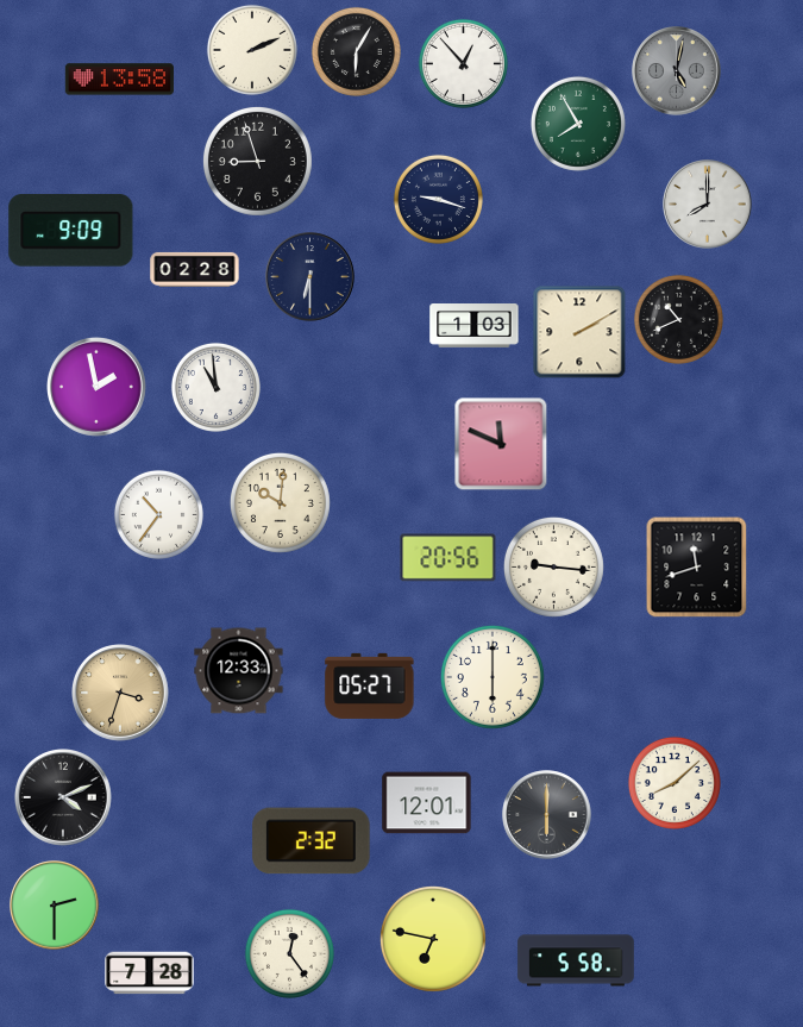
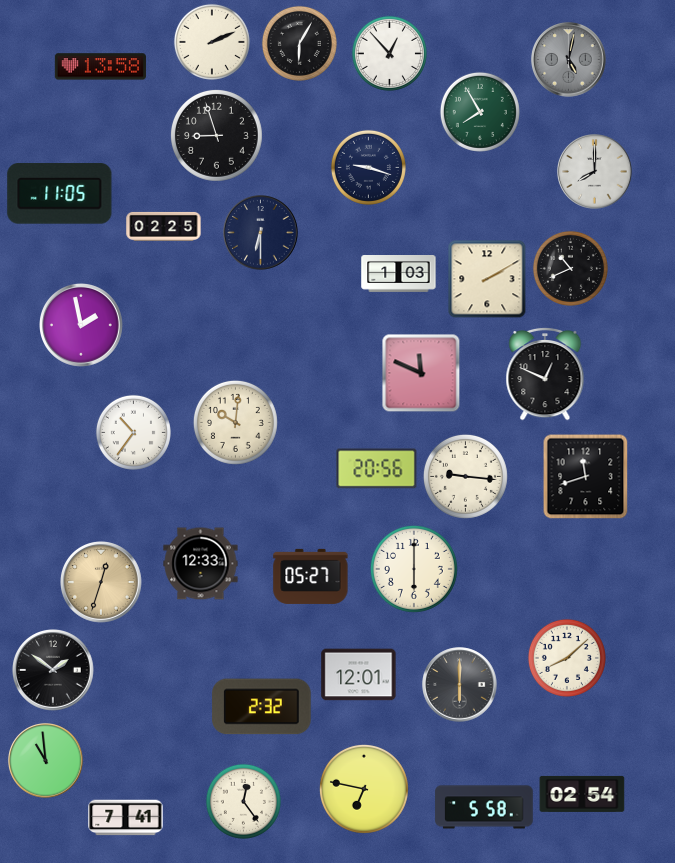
clock at (578, 124) position: (578, 124) -> (480, 112)
clock at (71, 231): 9:09 -> 11:05
clock at (195, 269): 02:28 -> 02:25
clock at (215, 387): 10:59 -> none
clock at (545, 374): none -> 12:49
clock at (121, 694): 3:33 -> 12:33
clock at (64, 799): 4:11 -> 1:51
clock at (55, 906): 2:30 -> 10:59
clock at (582, 794): none -> 02:54
clock at (150, 973): 7:28 -> 7:41
